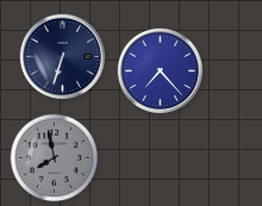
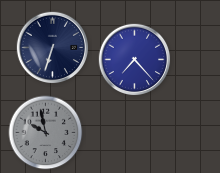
clock at (55, 158): 7:58 -> 9:58
